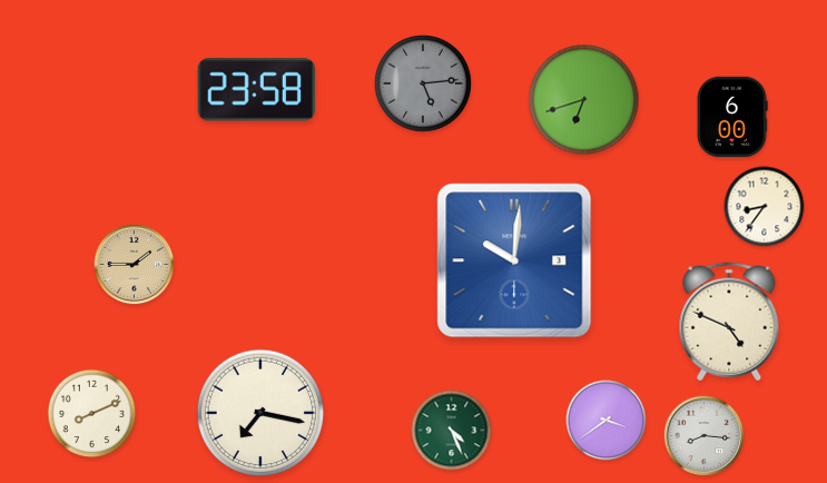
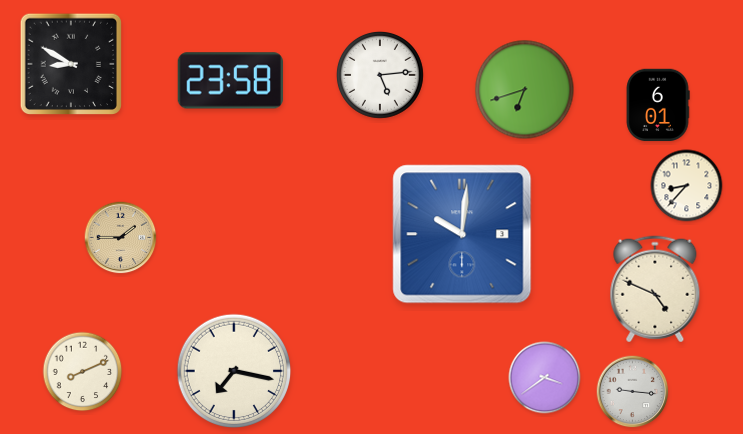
clock at (70, 63): none -> 8:50
clock at (423, 83) dial: grey -> white
clock at (732, 117): 6:00 -> 6:01
clock at (765, 207): 8:36 -> 8:37
clock at (452, 431): 4:26 -> none
clock at (705, 436): 8:16 -> 9:16
